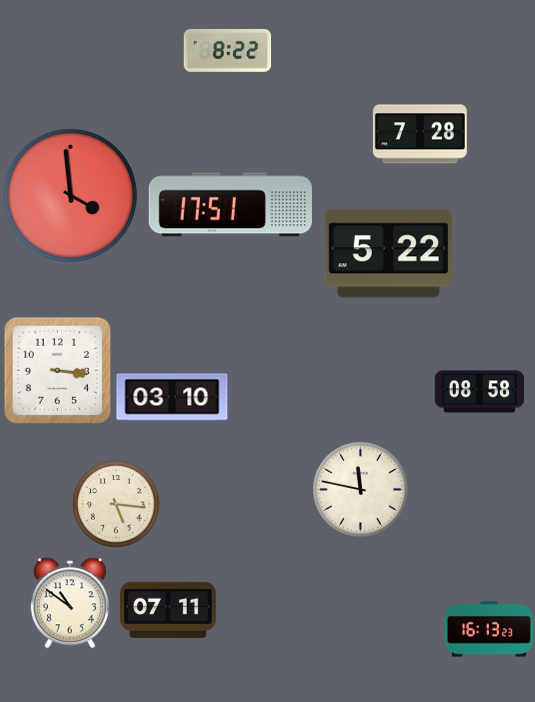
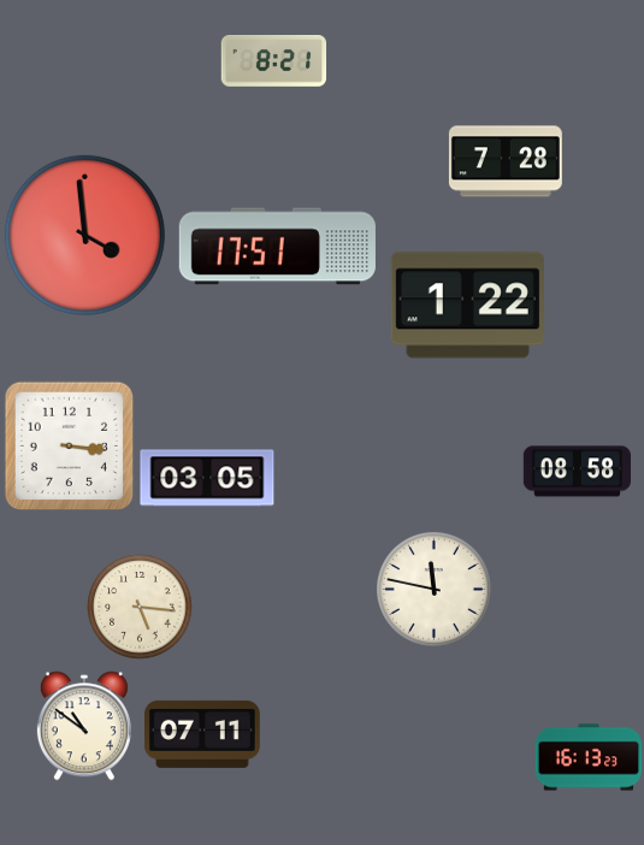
clock at (228, 51): 8:22 -> 8:21
clock at (388, 254): 5:22 -> 1:22
clock at (172, 397): 03:10 -> 03:05
